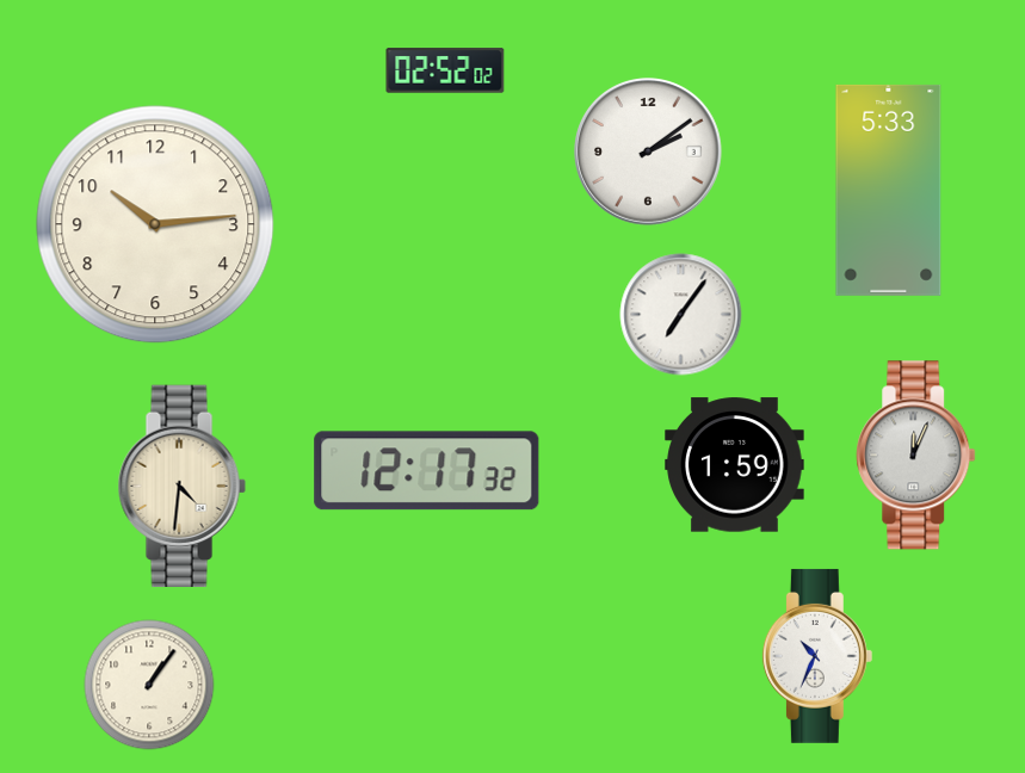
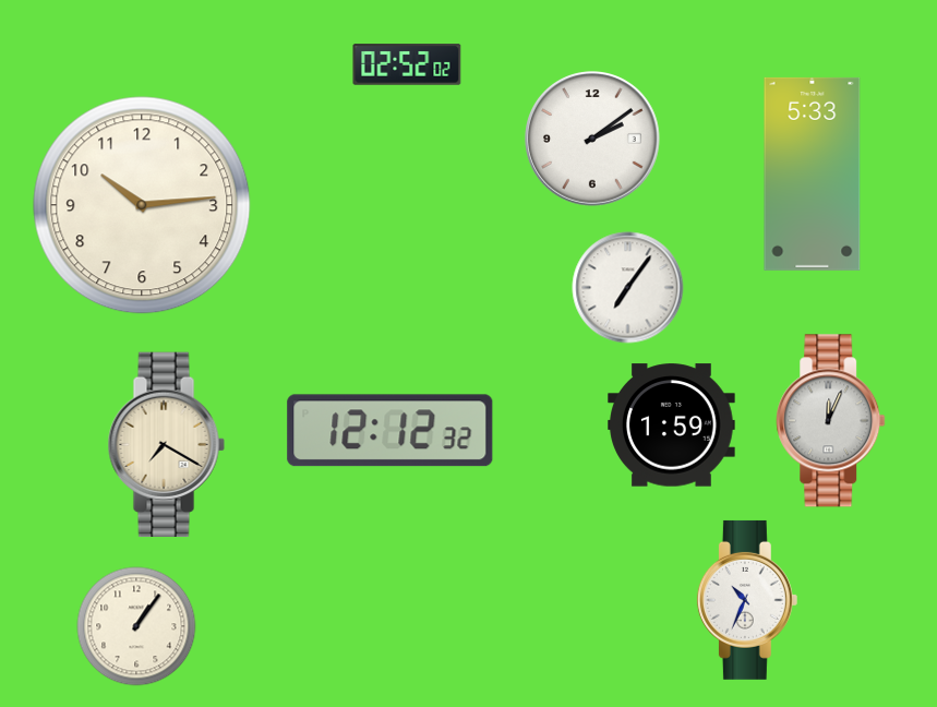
clock at (681, 315) position: (681, 315) -> (628, 288)
clock at (916, 456) position: (916, 456) -> (831, 421)
clock at (427, 471): 12:17 -> 12:12
clock at (181, 487): 4:31 -> 7:20
